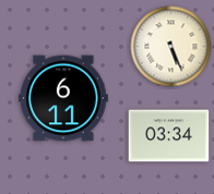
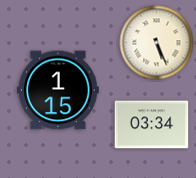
clock at (63, 98): 6:11 -> 1:15
clock at (169, 136) position: (169, 136) -> (152, 125)
